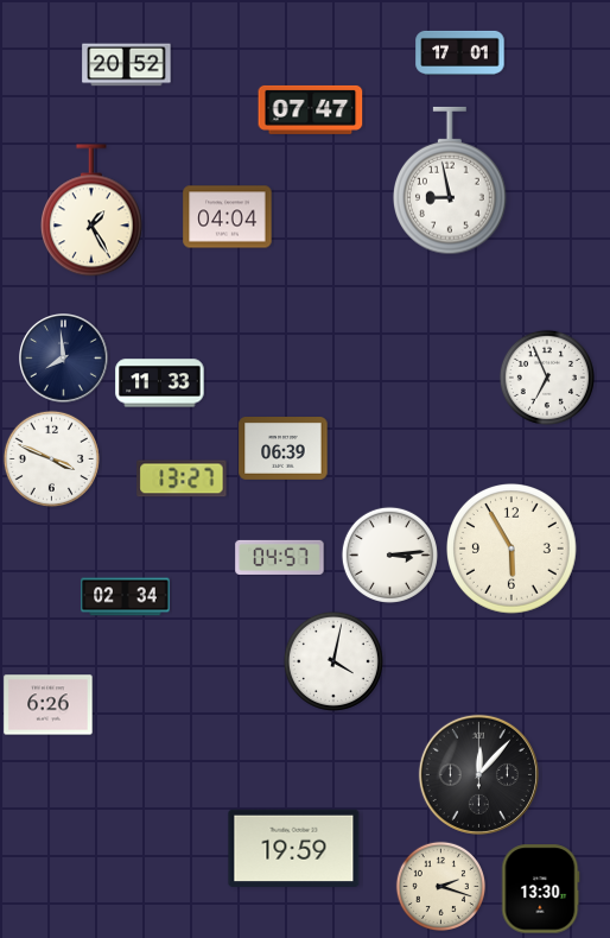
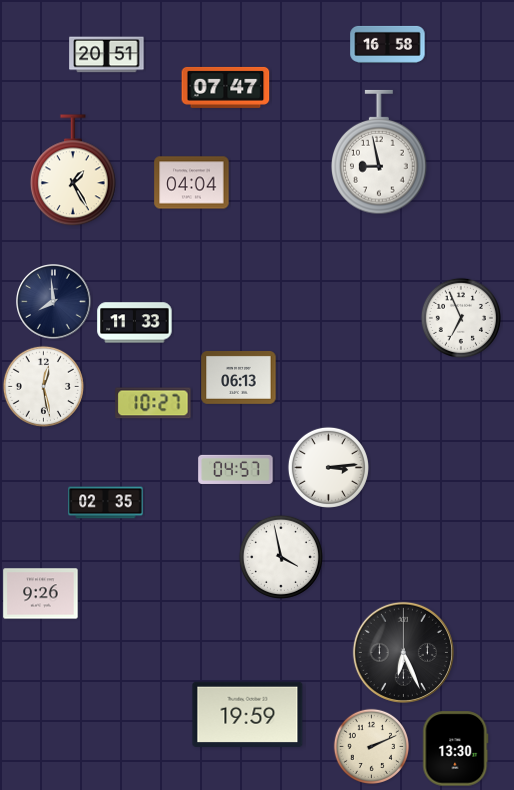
clock at (460, 52): 17:01 -> 16:58
clock at (127, 65): 20:52 -> 20:51
clock at (311, 109) position: (311, 109) -> (226, 87)
clock at (91, 211) position: (91, 211) -> (73, 171)
clock at (284, 449): 06:39 -> 06:13
clock at (51, 458): 3:49 -> 12:28
clock at (182, 478): 13:27 -> 10:27
clock at (513, 550): 5:55 -> none
clock at (126, 597): 02:34 -> 02:35
clock at (333, 661): 4:02 -> 3:58
clock at (49, 705): 6:26 -> 9:26
clock at (478, 774): 12:07 -> 6:26
clock at (440, 886): 2:18 -> 2:11
